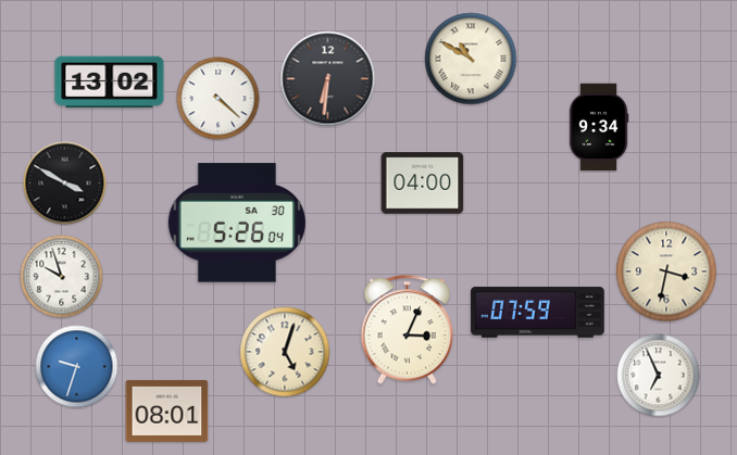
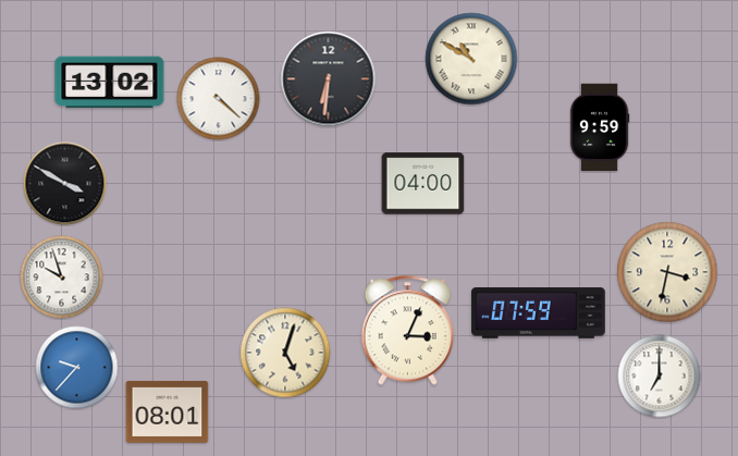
clock at (599, 127): 9:34 -> 9:59
clock at (237, 223): 5:26 -> none
clock at (77, 367): 9:33 -> 9:37
clock at (659, 376): 6:56 -> 7:00
